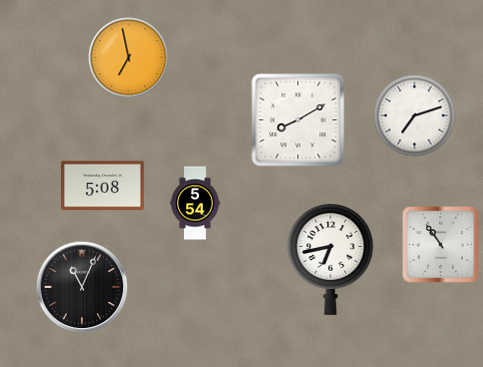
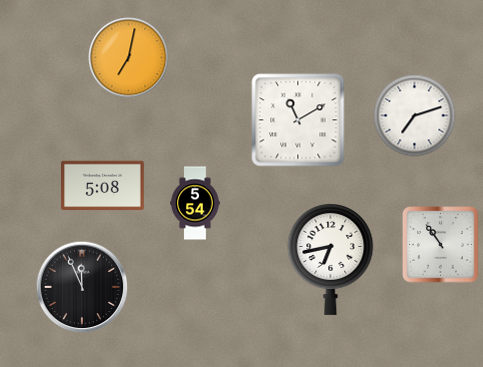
clock at (129, 58): 6:58 -> 7:02
clock at (298, 120): 8:10 -> 11:10
clock at (82, 287): 11:04 -> 11:56
